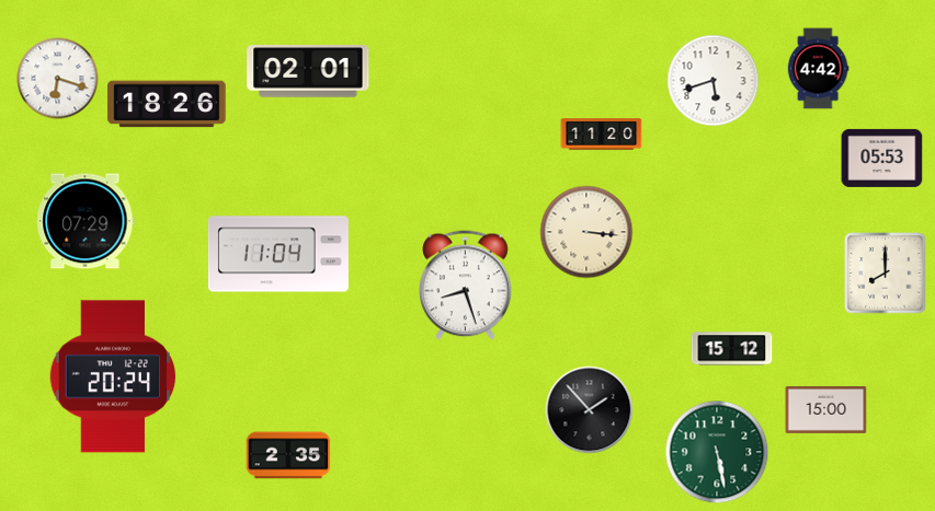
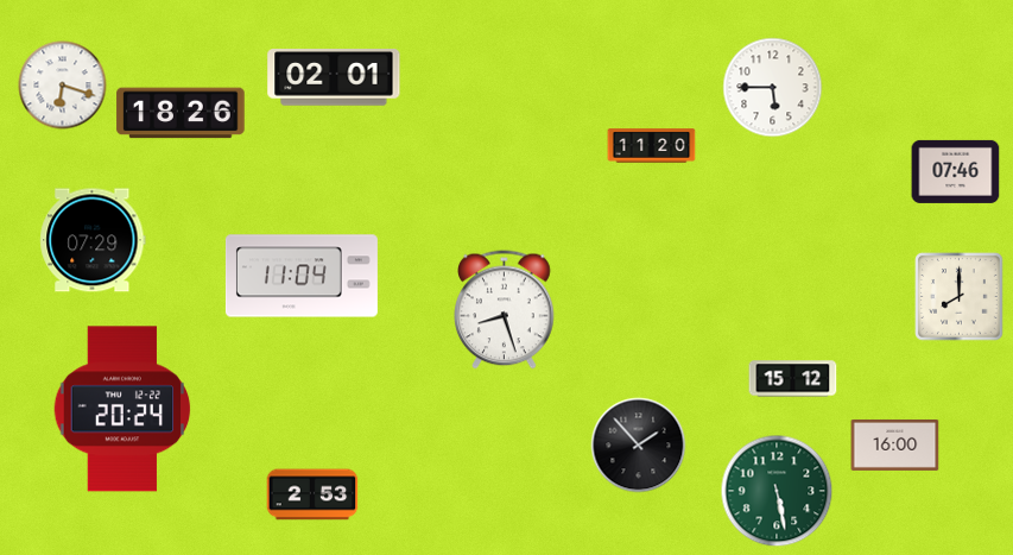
clock at (818, 69): 4:42 -> none
clock at (714, 81): 5:42 -> 5:45
clock at (882, 158): 05:53 -> 07:46
clock at (586, 232): 3:16 -> none
clock at (826, 409): 15:00 -> 16:00
clock at (288, 455): 2:35 -> 2:53
